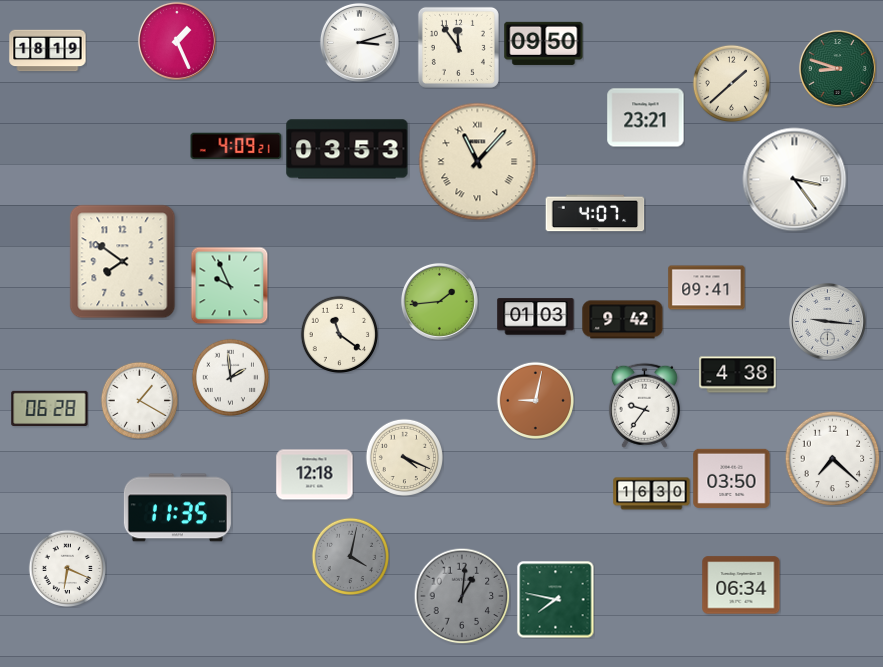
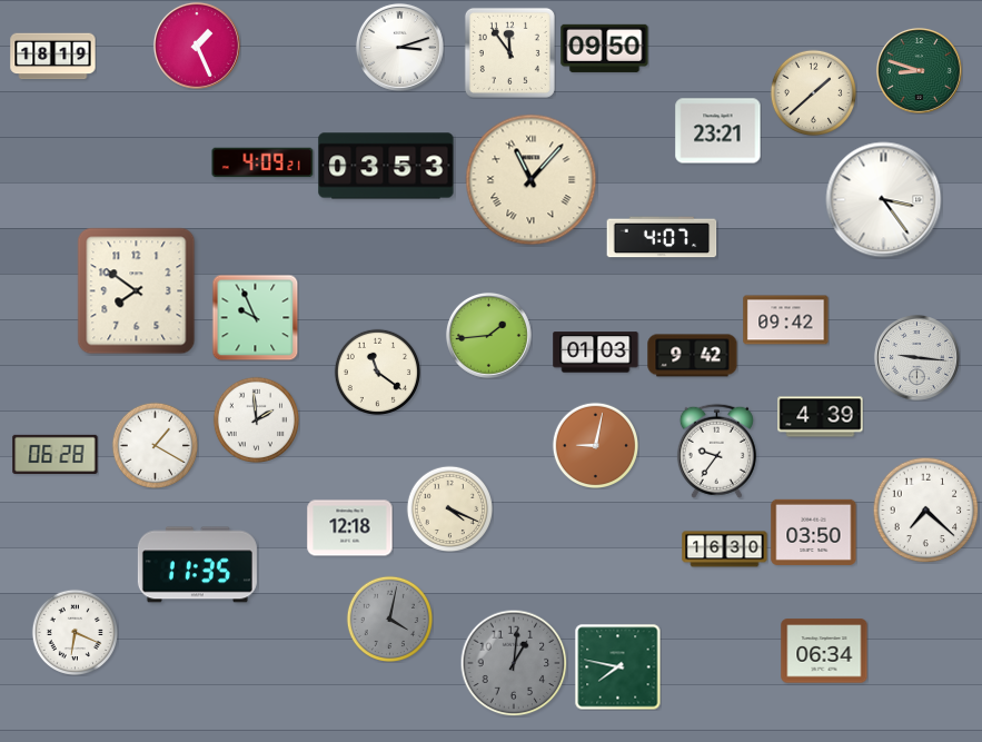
clock at (837, 68) position: (837, 68) -> (919, 70)
clock at (707, 288): 09:41 -> 09:42
clock at (827, 321) position: (827, 321) -> (916, 357)
clock at (738, 375): 4:38 -> 4:39
